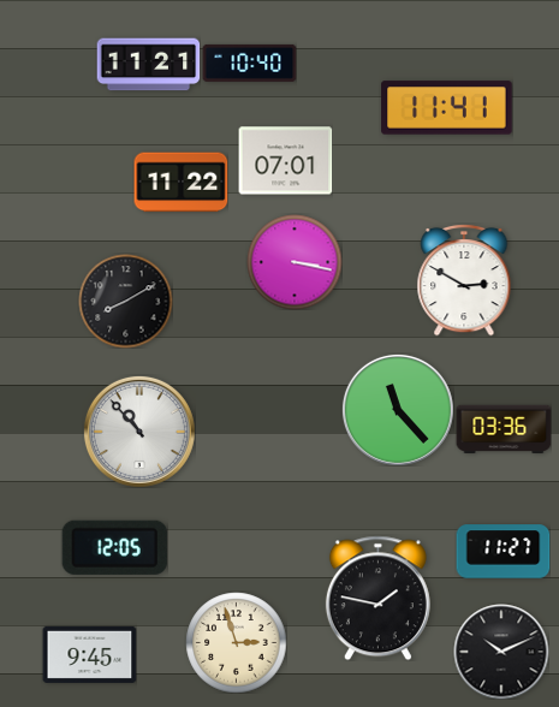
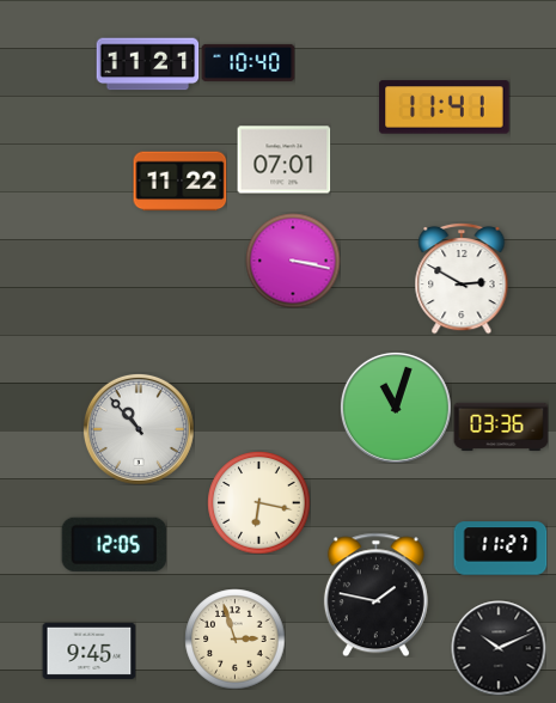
clock at (125, 301): 8:10 -> none
clock at (398, 410): 11:23 -> 11:03
clock at (258, 502): none -> 6:17
